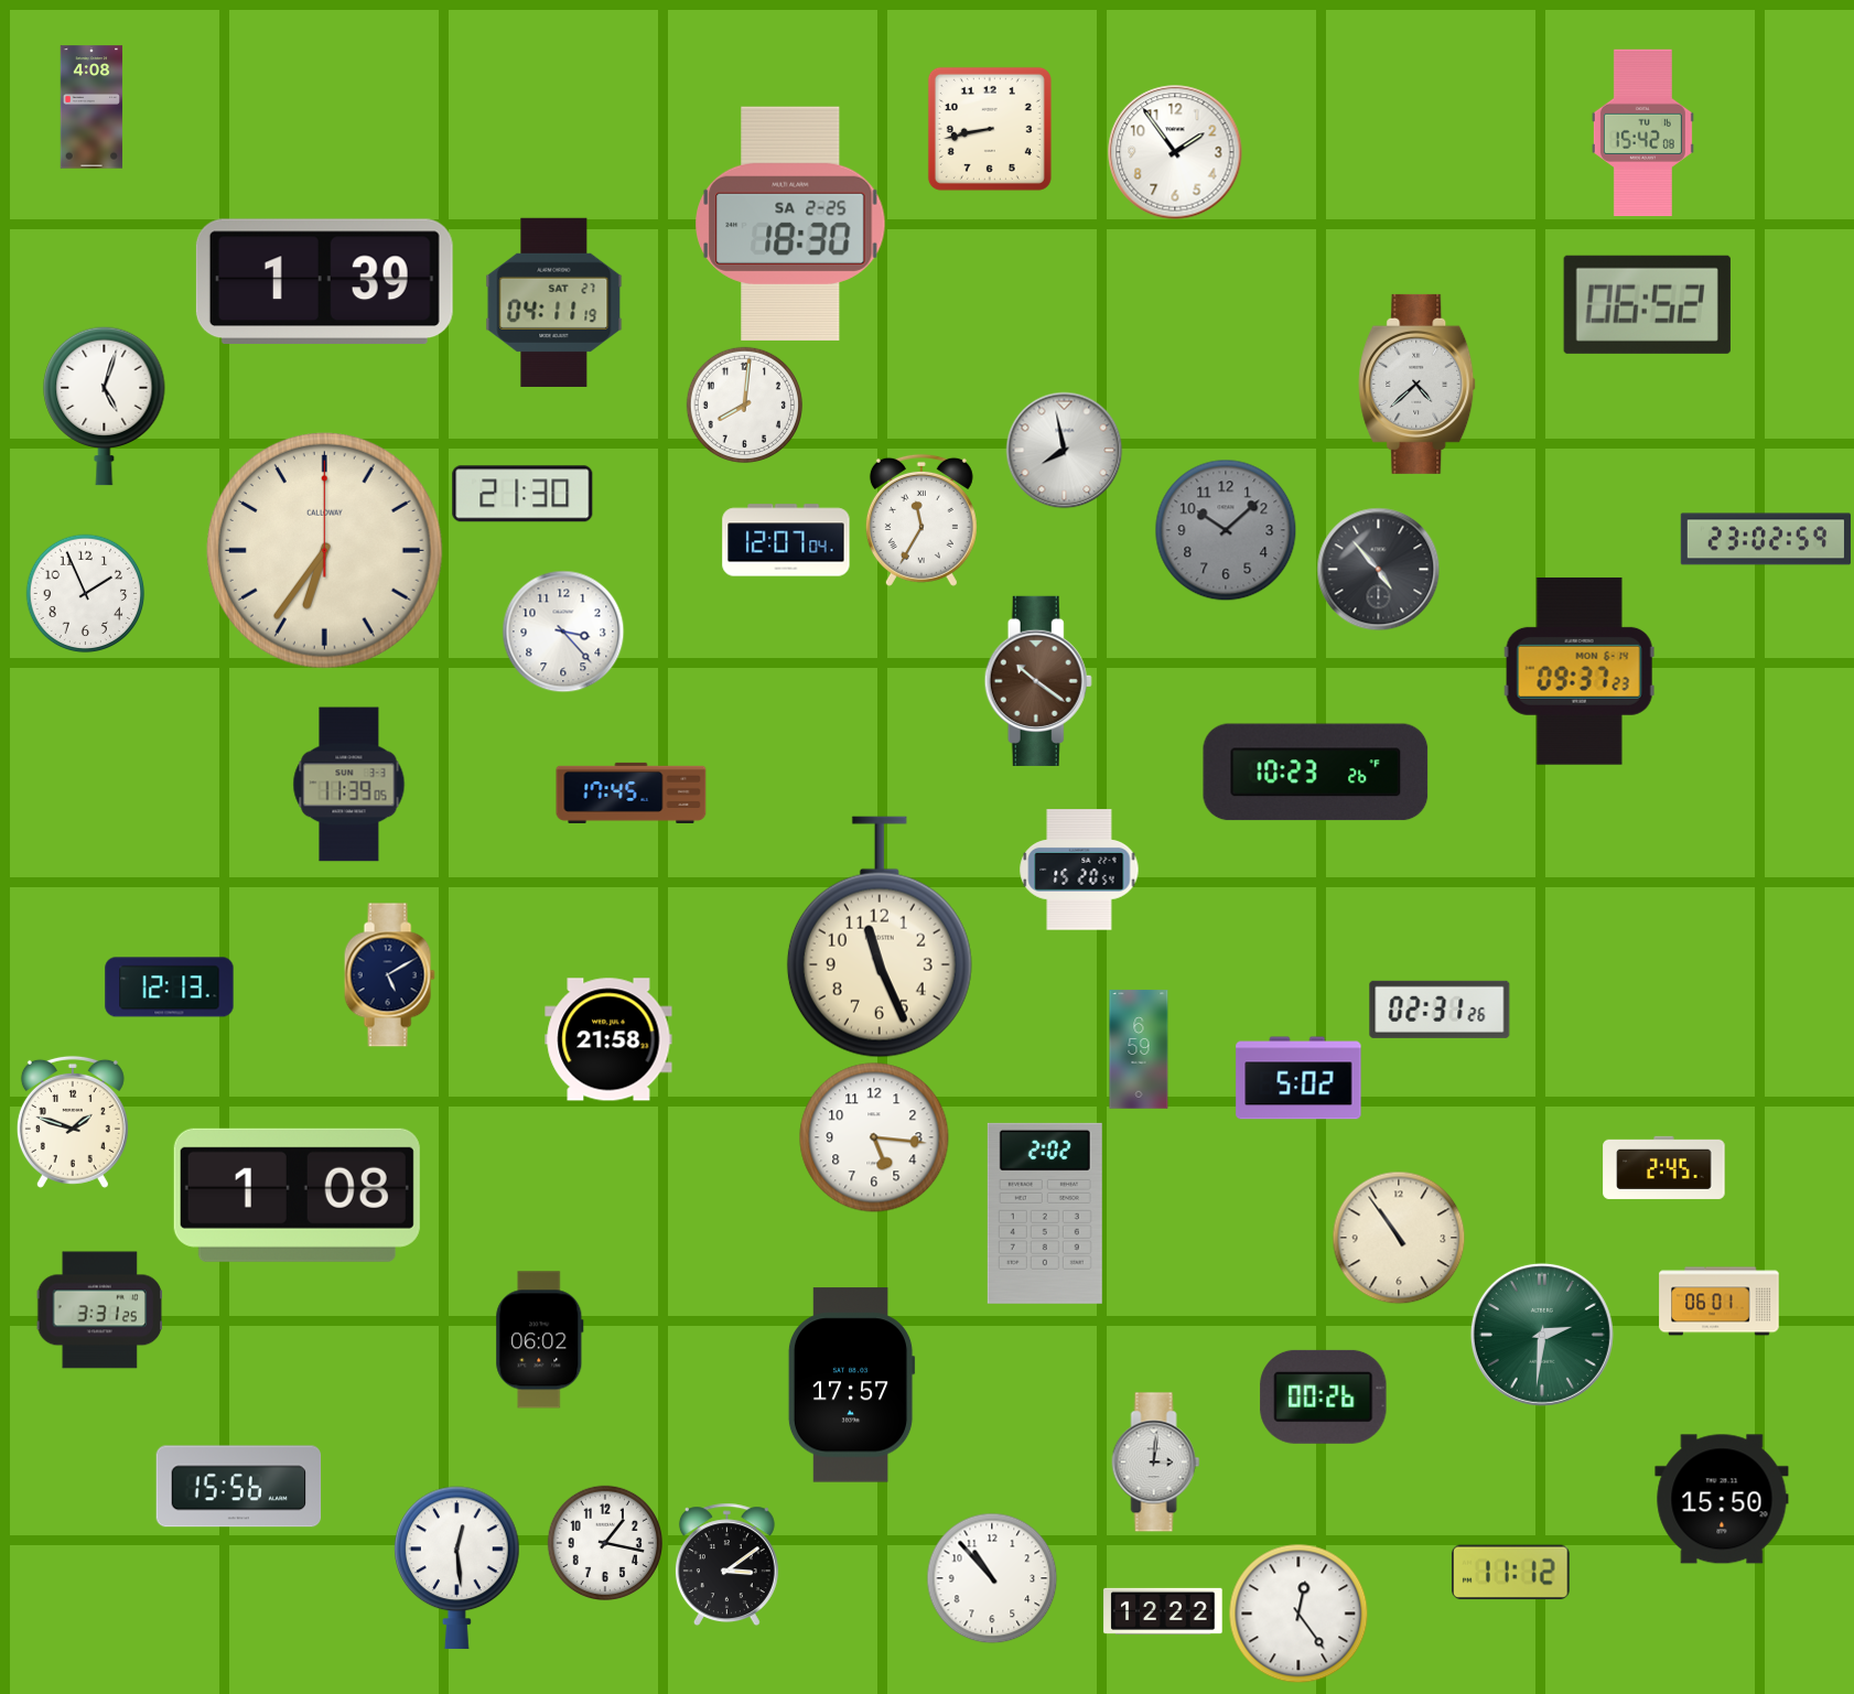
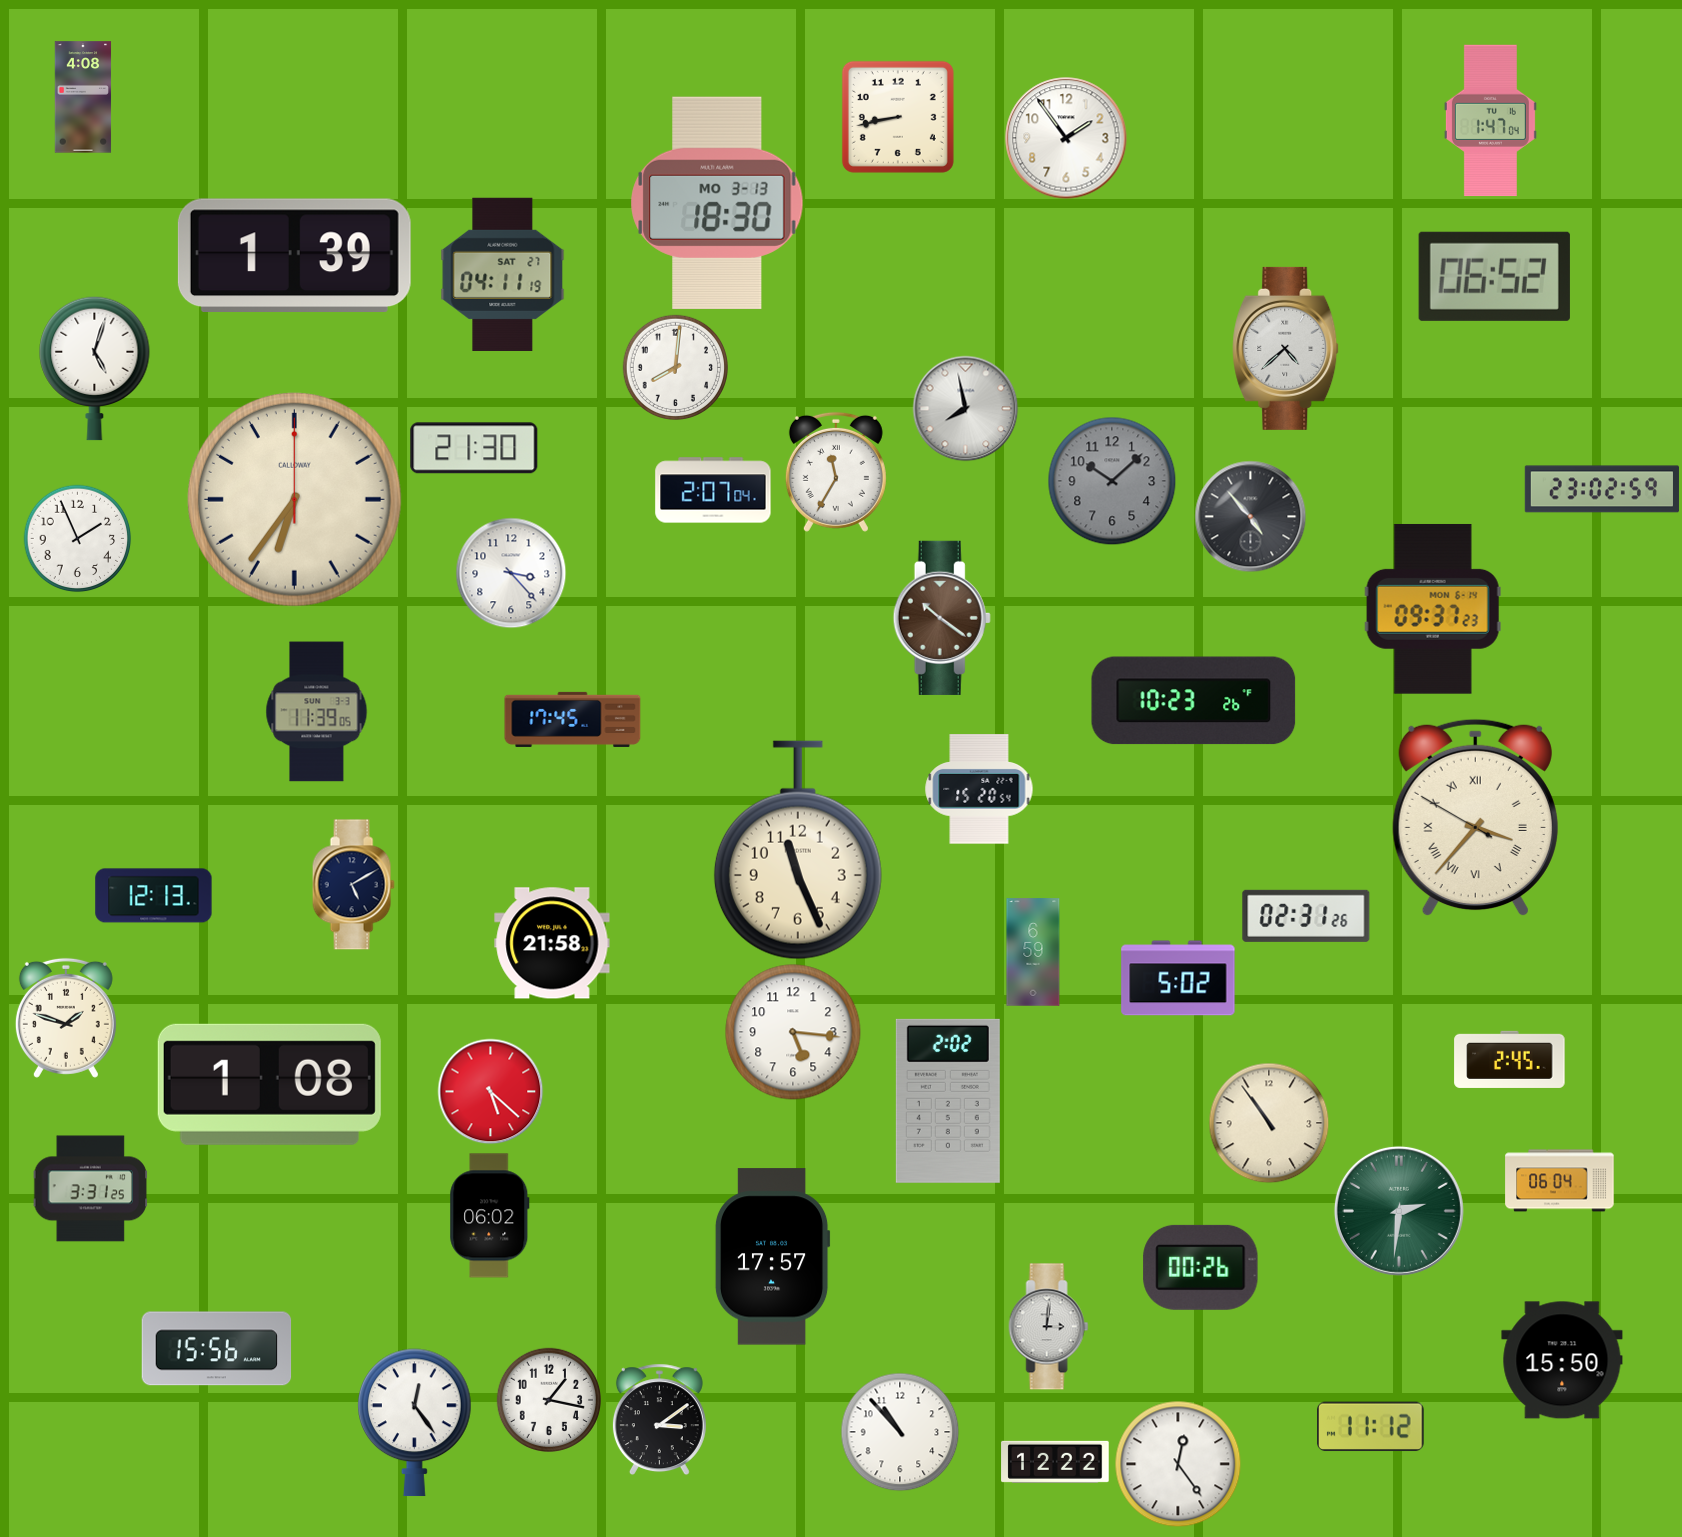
clock at (1642, 133): 15:42 -> 1:47
clock at (790, 223) date: SA 2-25 -> MO 3-13
clock at (786, 540): 12:07 -> 2:07
clock at (1475, 818): none -> 3:36
clock at (490, 1091): none -> 5:22
clock at (1720, 1302): 06:01 -> 06:04
clock at (457, 1568): 12:29 -> 12:24
